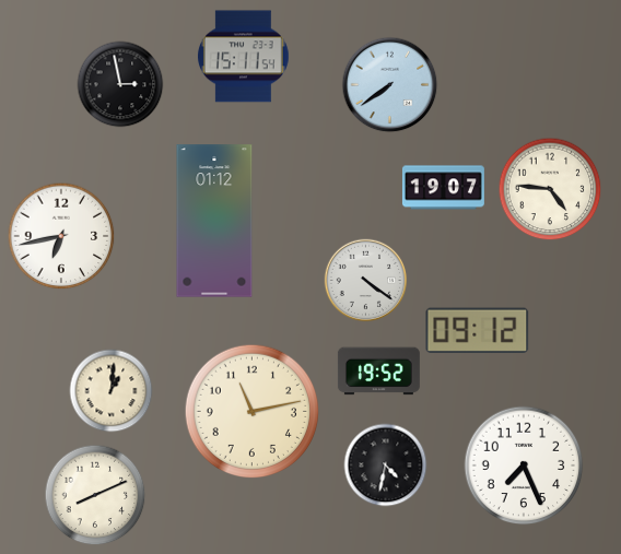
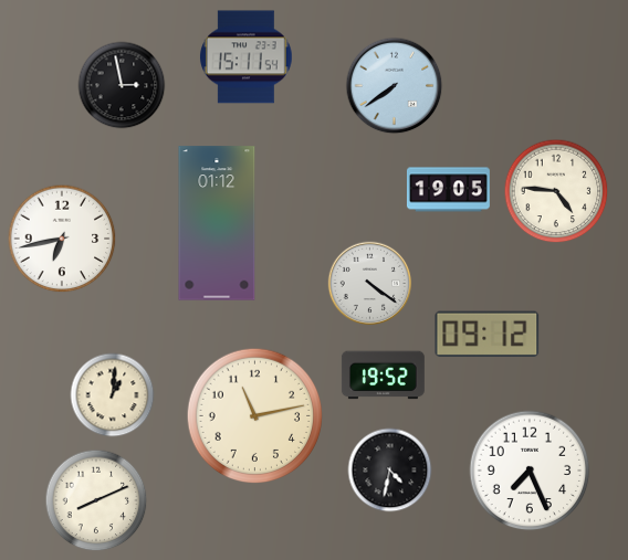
clock at (443, 188): 19:07 -> 19:05
clock at (478, 330) position: (478, 330) -> (488, 334)
